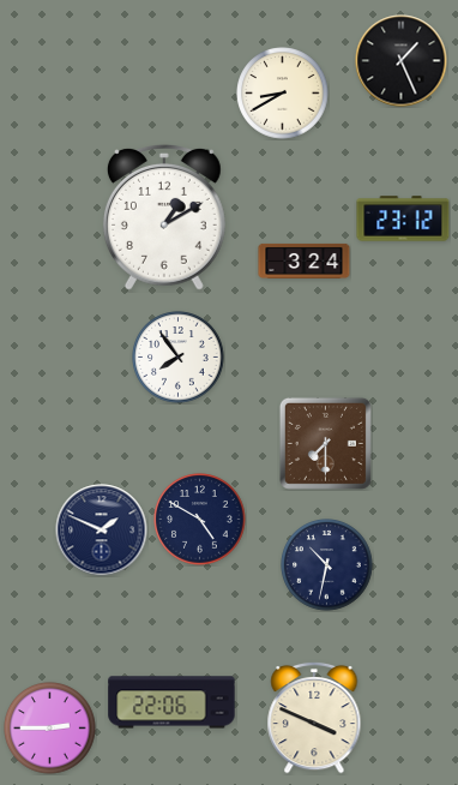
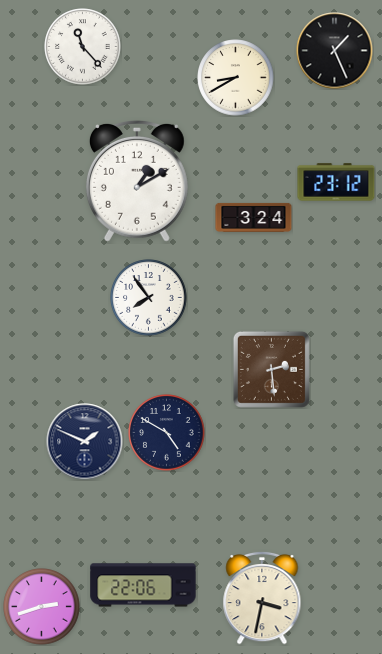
clock at (83, 47): none -> 11:23
clock at (325, 443): 7:30 -> 2:29
clock at (327, 565): 10:32 -> none
clock at (314, 718): 3:49 -> 3:32
clock at (50, 729): 2:45 -> 2:42
